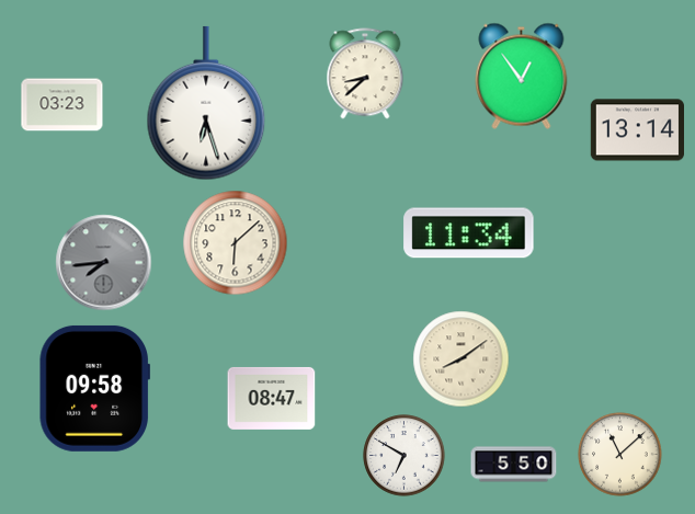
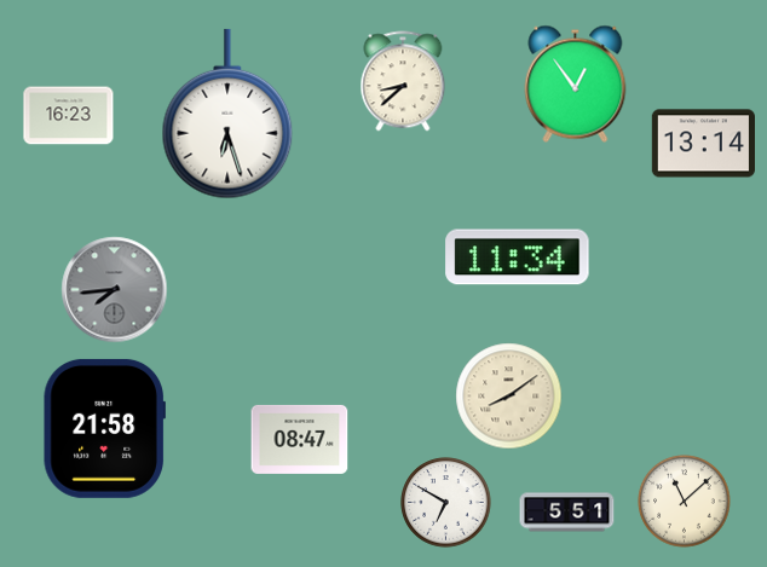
clock at (62, 105): 03:23 -> 16:23
clock at (236, 243): 6:08 -> none
clock at (94, 388): 09:58 -> 21:58
clock at (514, 465): 5:50 -> 5:51
